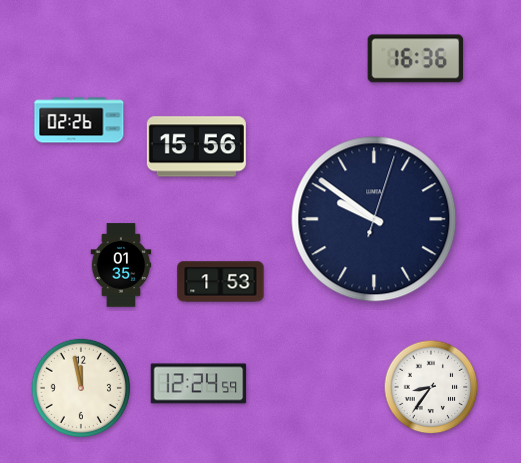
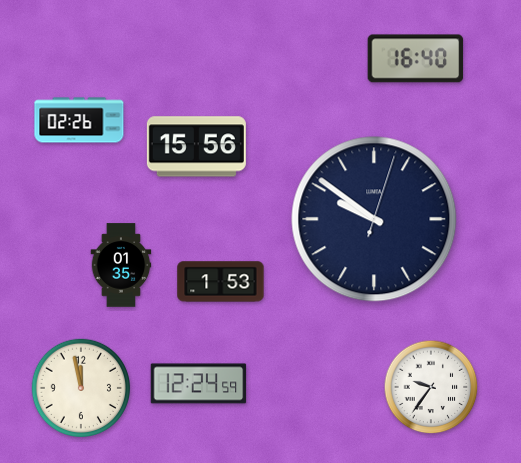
clock at (416, 59): 16:36 -> 16:40
clock at (431, 387): 8:36 -> 9:36
